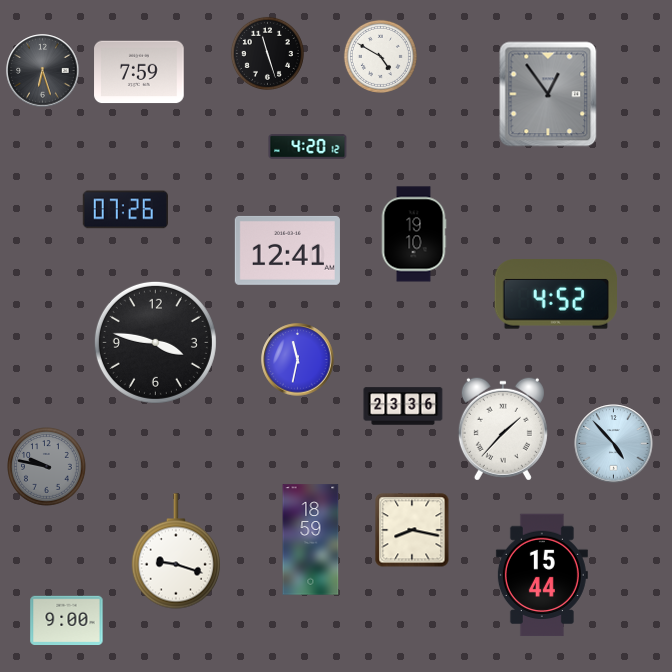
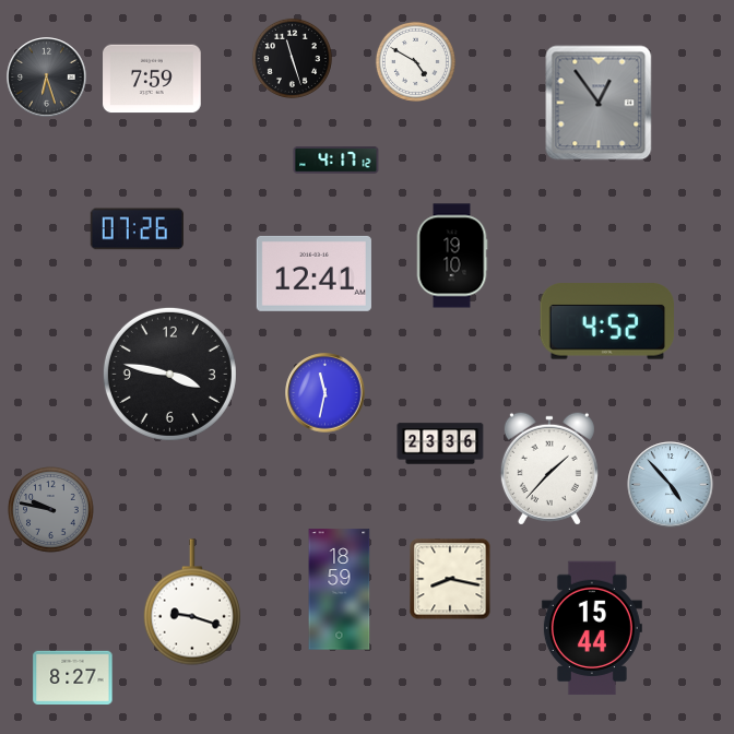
clock at (308, 147): 4:20 -> 4:17
clock at (67, 620): 9:00 -> 8:27
